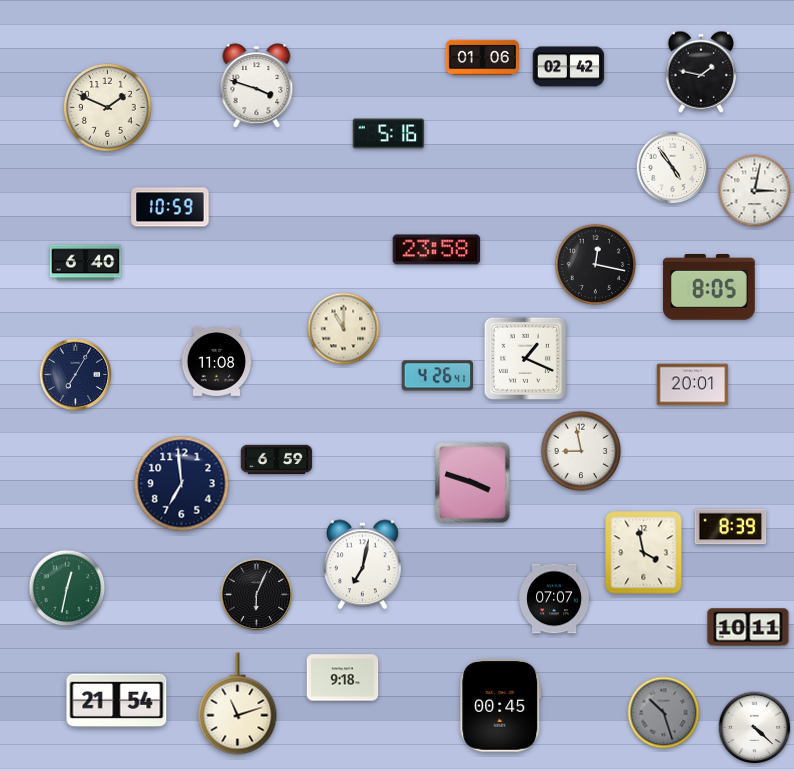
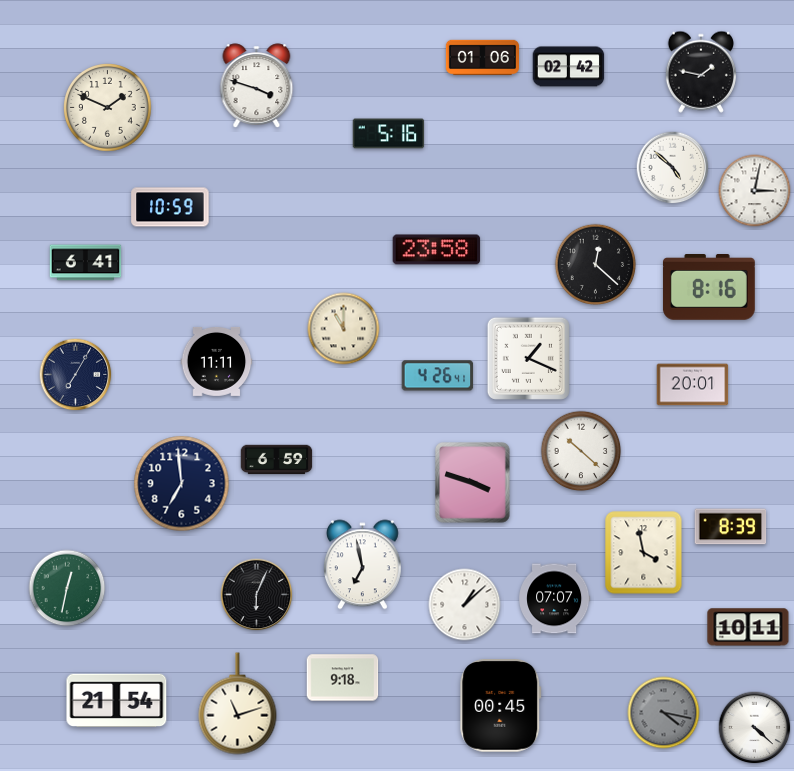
clock at (673, 168): 4:54 -> 4:52
clock at (86, 263): 6:40 -> 6:41
clock at (596, 265): 12:17 -> 12:22
clock at (709, 288): 8:05 -> 8:16
clock at (525, 358) position: (525, 358) -> (528, 358)
clock at (217, 361): 11:08 -> 11:11
clock at (581, 451): 8:58 -> 10:22
clock at (362, 565): 7:02 -> 6:58
clock at (465, 605): none -> 1:08
clock at (664, 713): 10:27 -> 4:17
